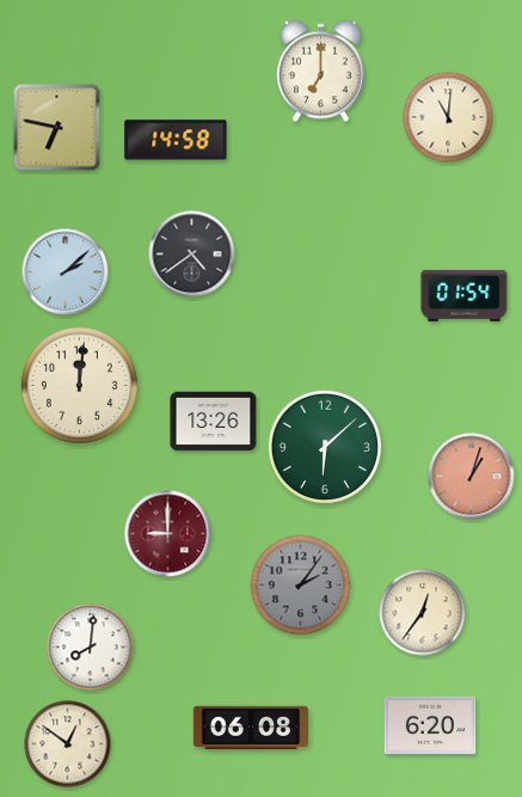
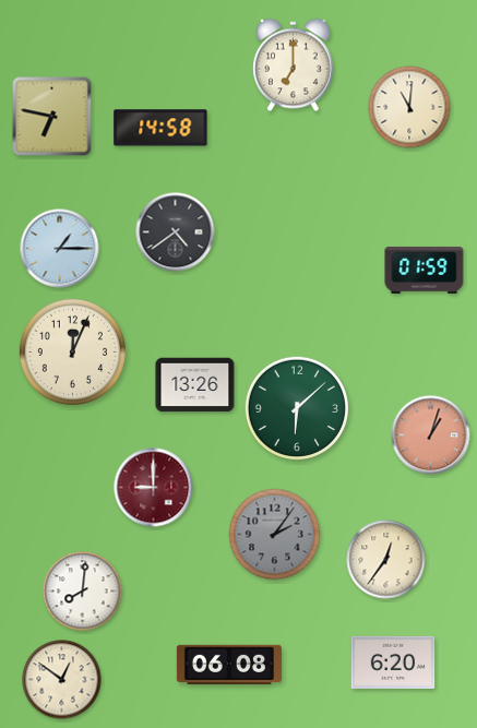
clock at (66, 272): 2:08 -> 1:15
clock at (465, 295): 01:54 -> 01:59
clock at (79, 385): 12:01 -> 12:04
